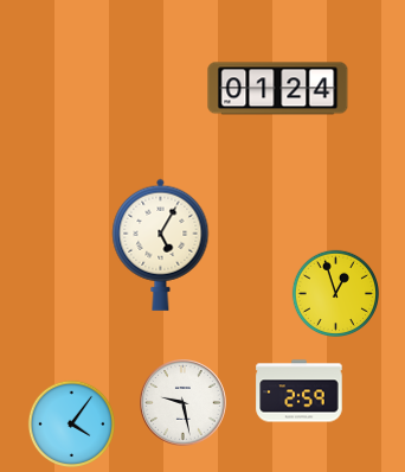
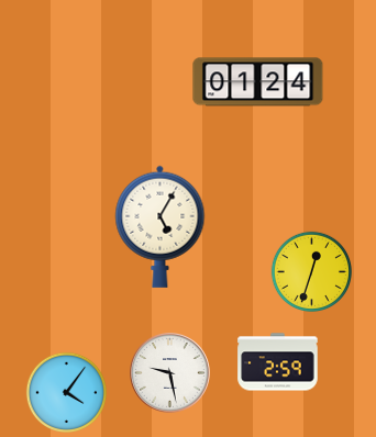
clock at (161, 244) position: (161, 244) -> (161, 226)
clock at (336, 294): 12:57 -> 12:33
